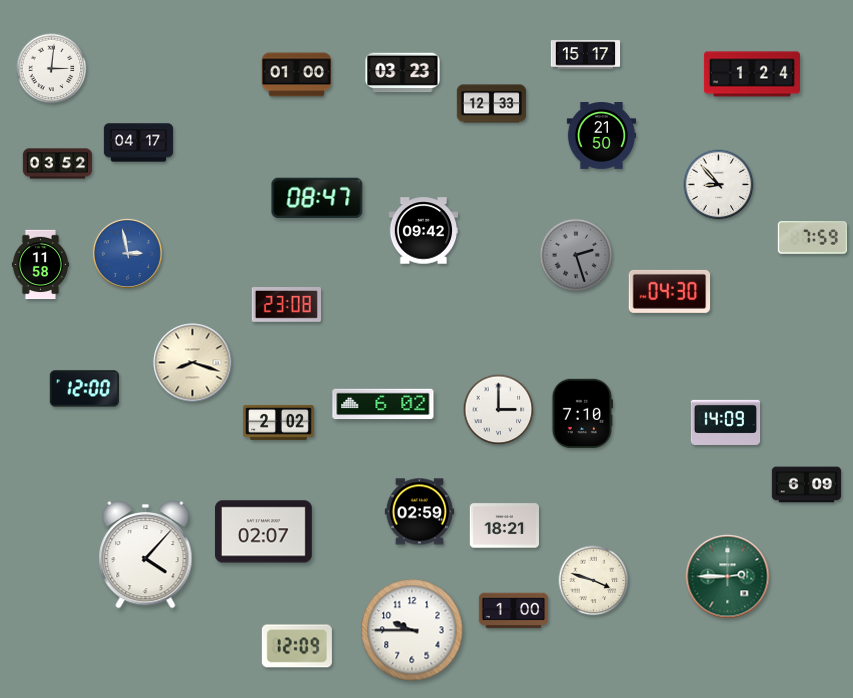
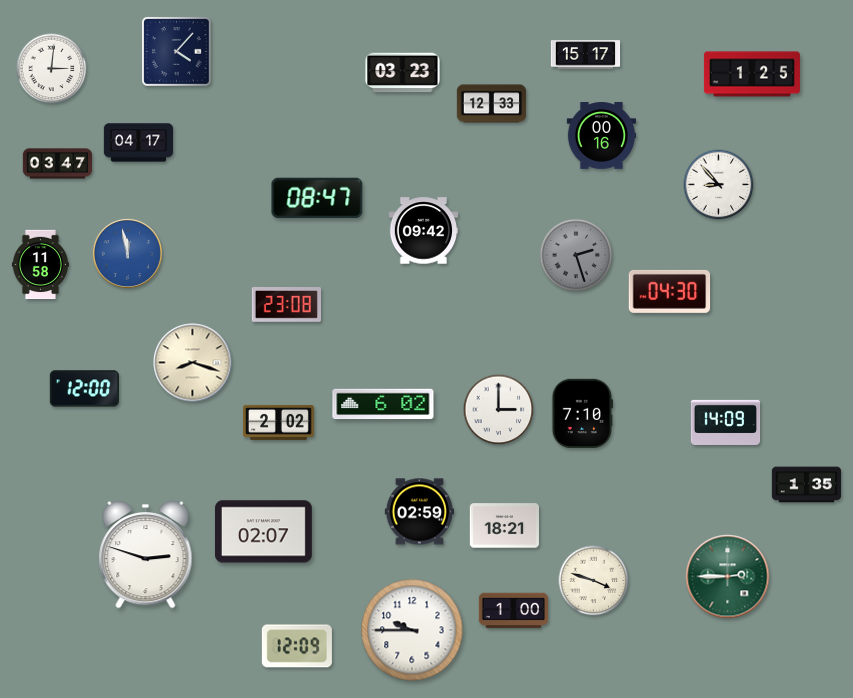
clock at (177, 52): none -> 4:07
clock at (752, 74): 1:24 -> 1:25
clock at (297, 75): 01:00 -> none
clock at (602, 136): 21:50 -> 00:16
clock at (58, 164): 03:52 -> 03:47
clock at (812, 238): 7:59 -> none
clock at (127, 253): 2:58 -> 11:58
clock at (807, 485): 6:09 -> 1:35
clock at (146, 554): 4:07 -> 2:48
